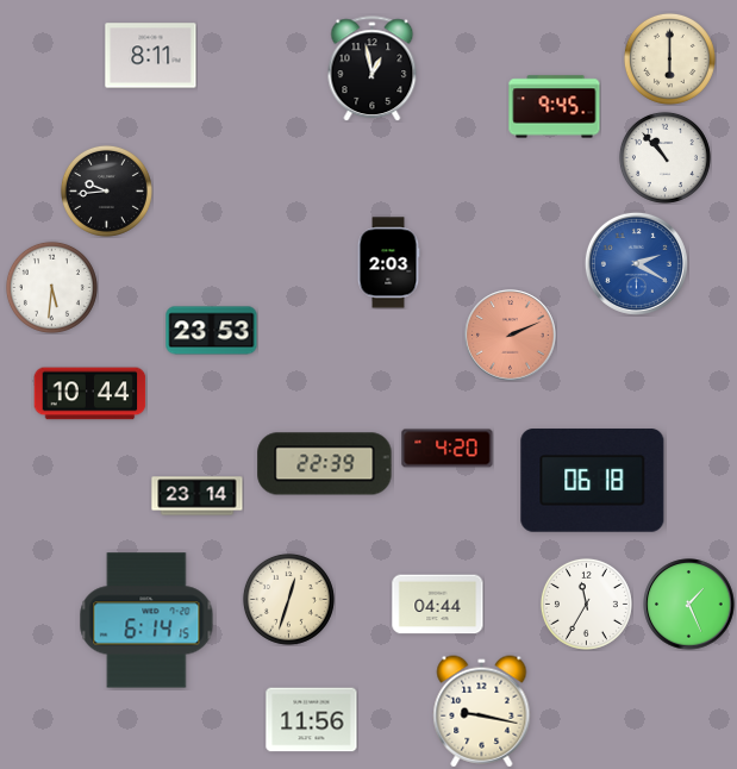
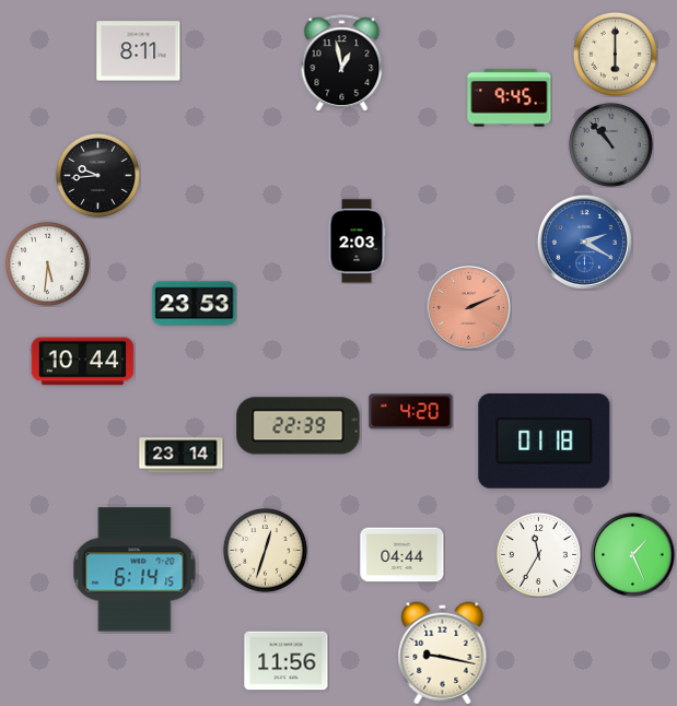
clock at (664, 157) dial: white -> grey
clock at (593, 481): 06:18 -> 01:18
